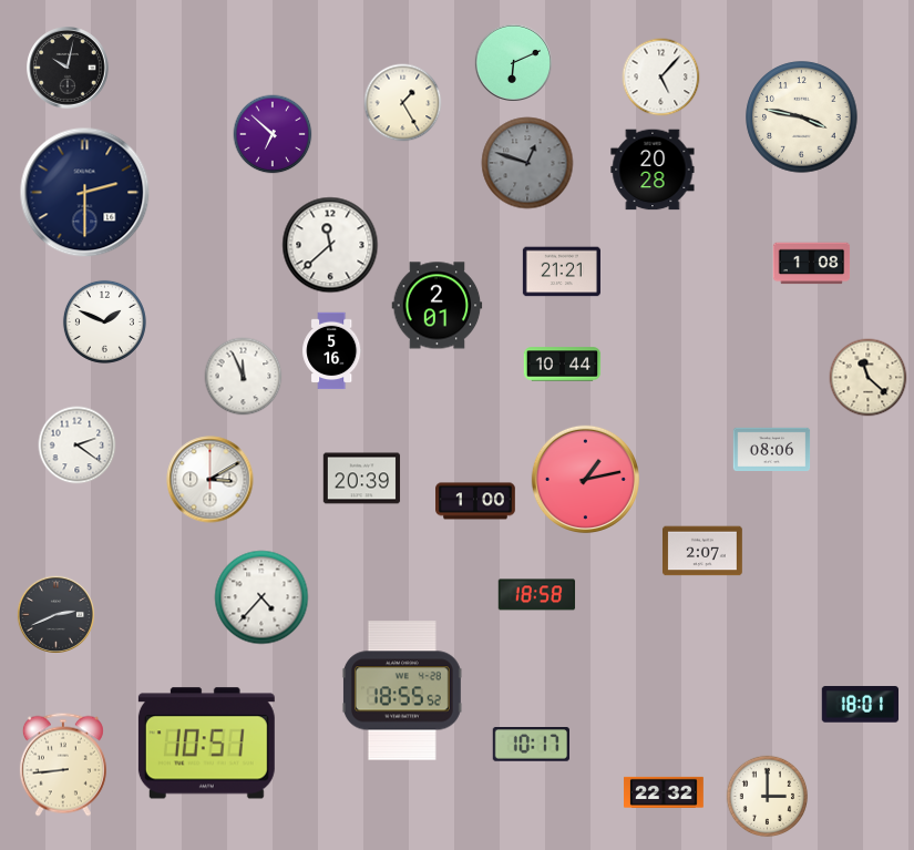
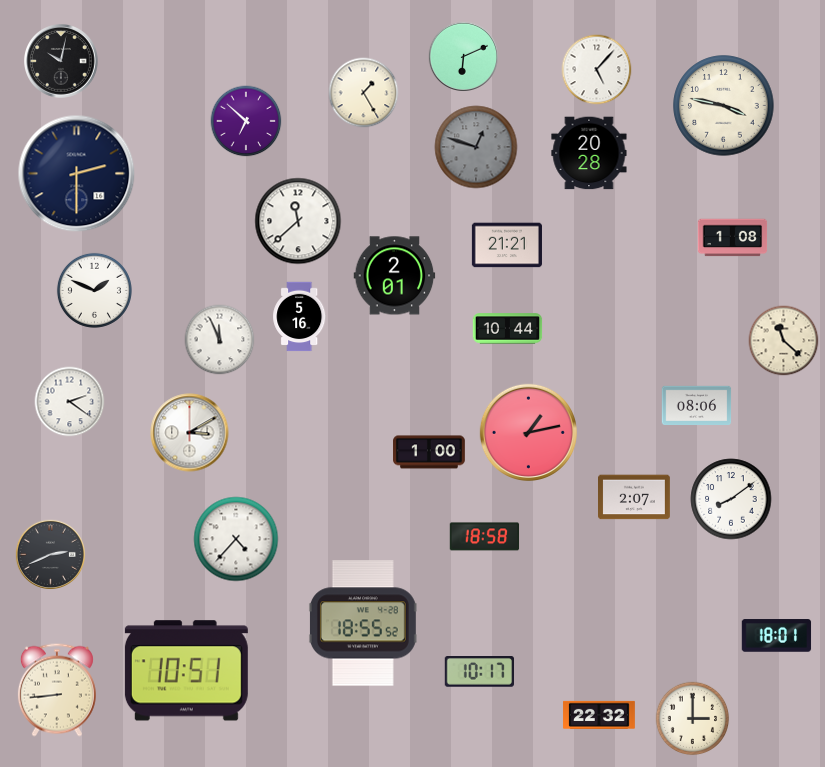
clock at (362, 479): 20:39 -> none
clock at (731, 499): none -> 8:09
